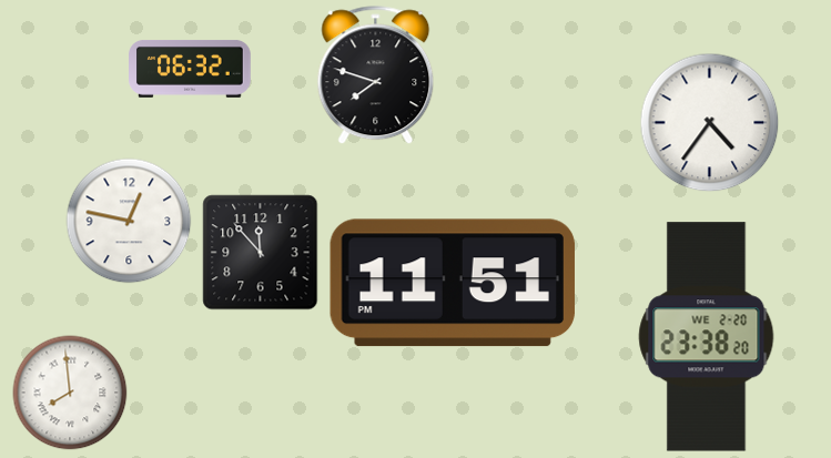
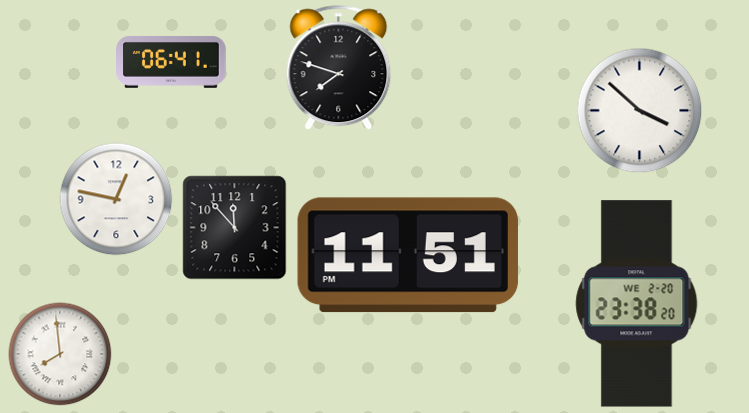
clock at (191, 69): 06:32 -> 06:41
clock at (710, 123): 4:36 -> 3:52
clock at (70, 393) position: (70, 393) -> (60, 354)
